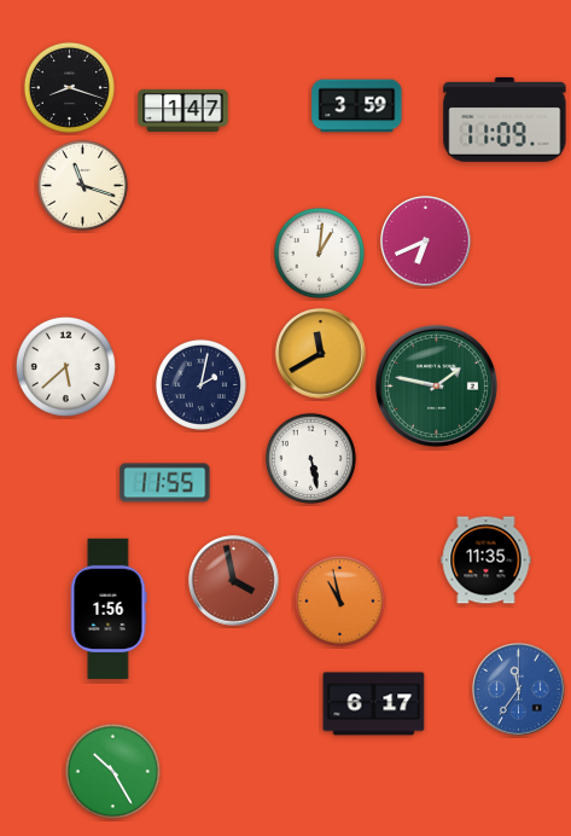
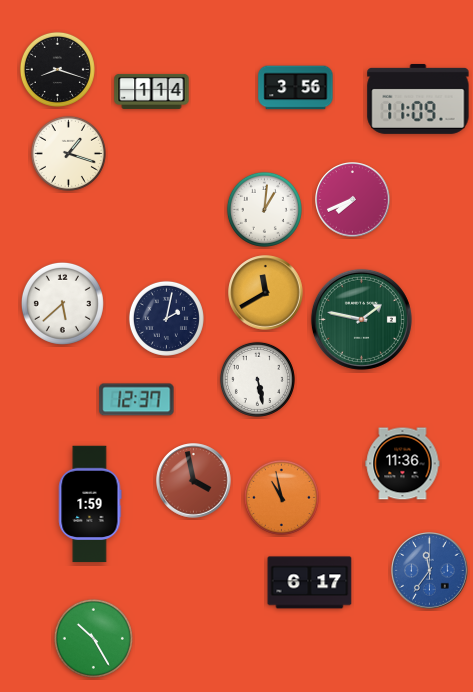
clock at (69, 87) position: (69, 87) -> (57, 69)
clock at (357, 106): 3:59 -> 3:56
clock at (183, 110): 1:47 -> 1:14
clock at (82, 185): 11:18 -> 1:18
clock at (426, 242): 6:41 -> 7:41
clock at (65, 366) position: (65, 366) -> (62, 303)
clock at (165, 483): 11:55 -> 12:37
clock at (486, 561): 11:35 -> 11:36
clock at (109, 609): 1:56 -> 1:59
